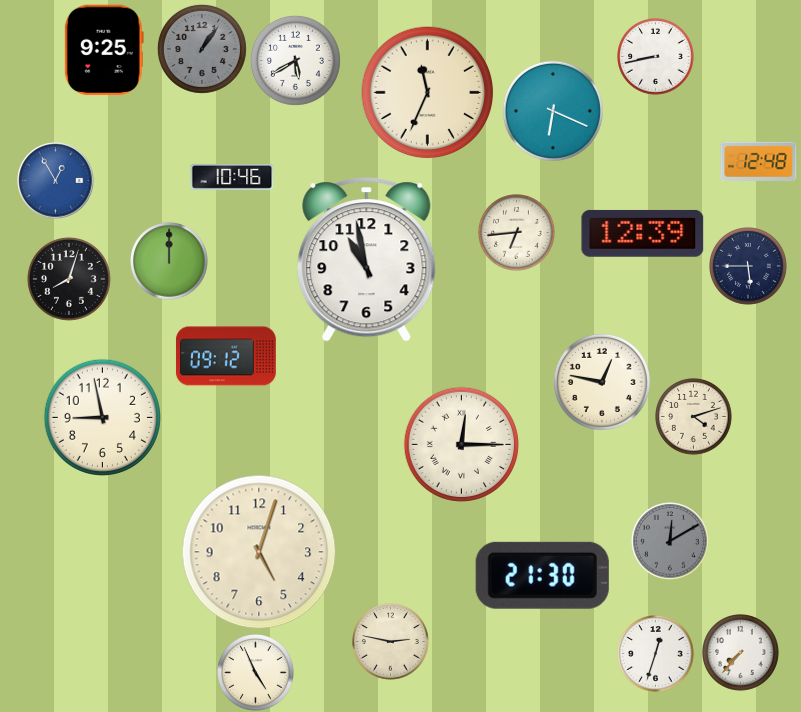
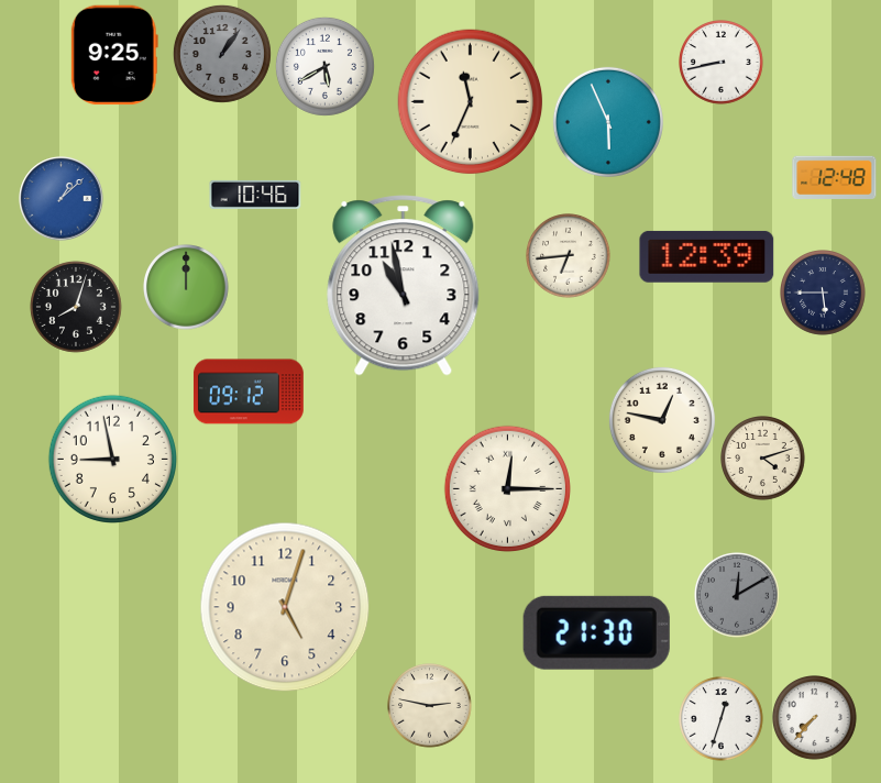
clock at (553, 111): 6:19 -> 5:56
clock at (56, 181): 12:55 -> 1:08
clock at (256, 673): 4:56 -> none
